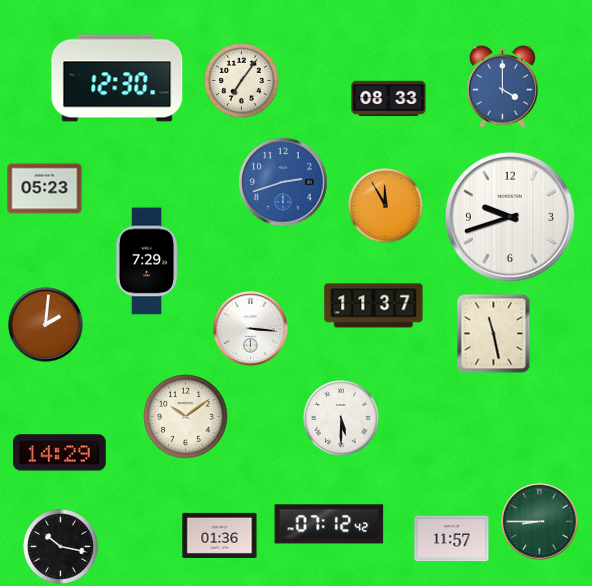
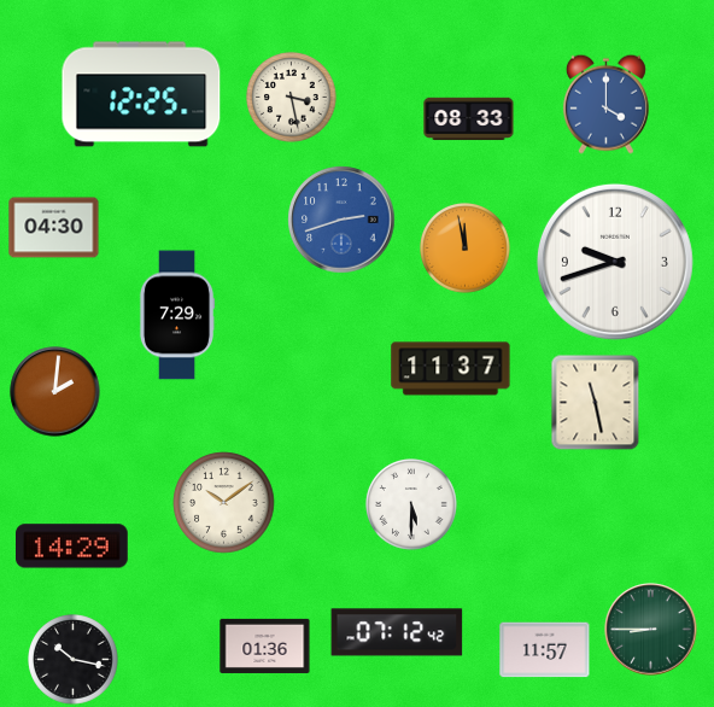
clock at (117, 78): 12:30 -> 12:25
clock at (242, 81): 7:06 -> 3:28
clock at (45, 189): 05:23 -> 04:30
clock at (386, 206): 11:55 -> 11:58
clock at (251, 329): 3:16 -> none
